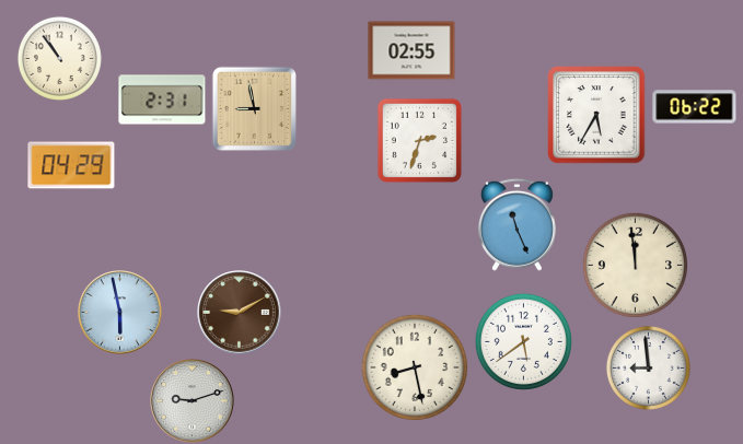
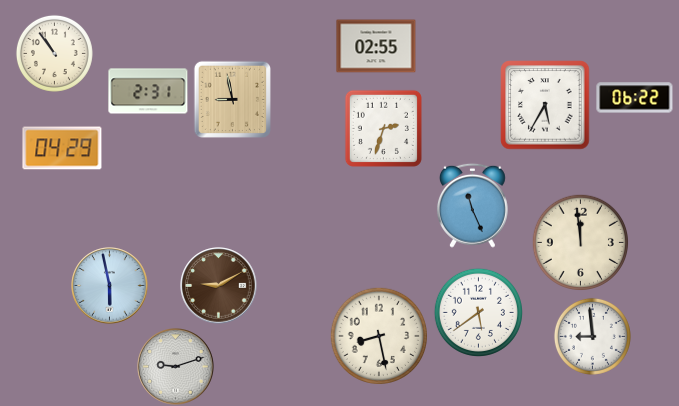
clock at (71, 165) position: (71, 165) -> (62, 148)
